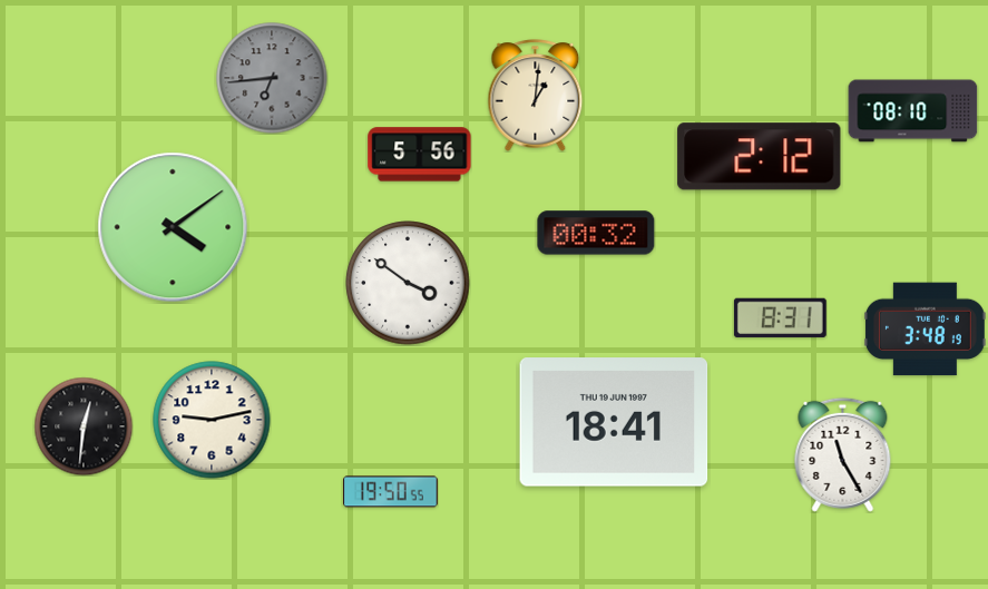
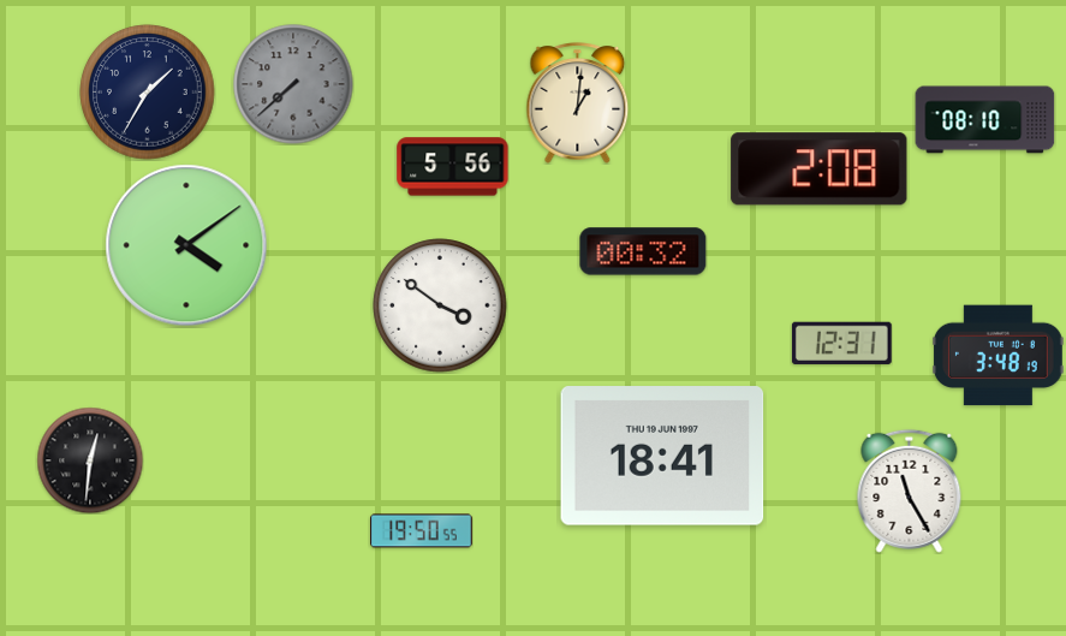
clock at (272, 78): 6:44 -> 7:38
clock at (148, 93): none -> 1:35
clock at (760, 157): 2:12 -> 2:08
clock at (780, 317): 8:31 -> 12:31
clock at (212, 420): 9:13 -> none
